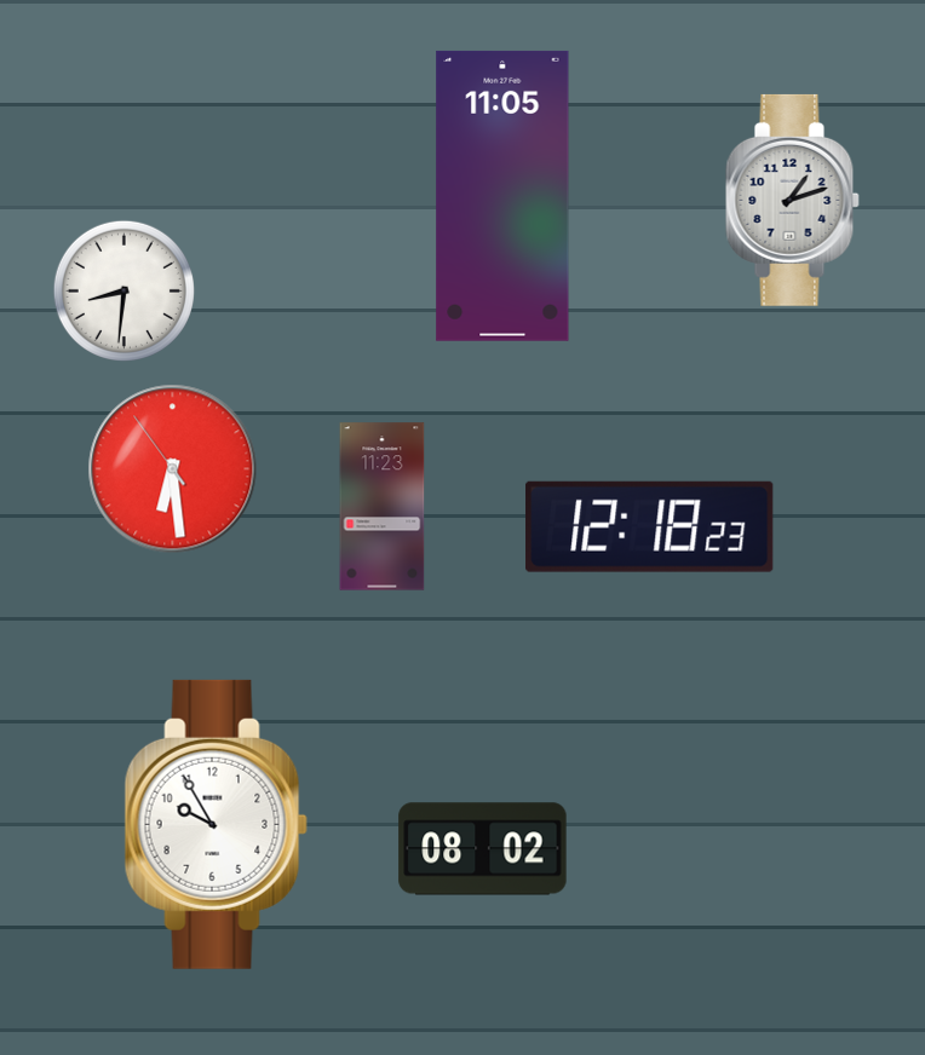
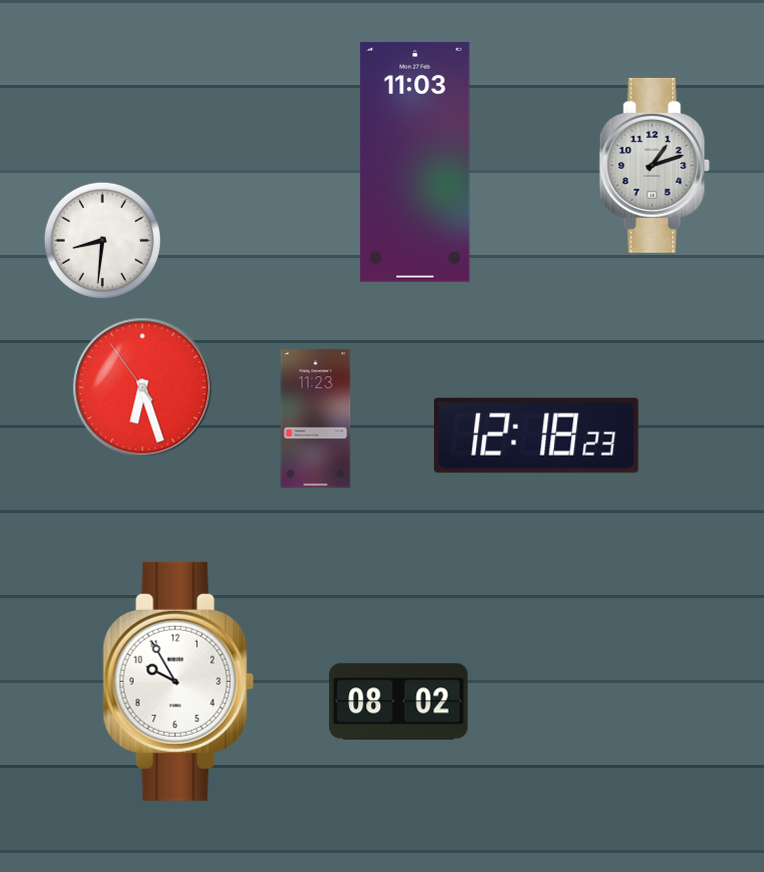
clock at (502, 196): 11:05 -> 11:03
clock at (173, 469): 6:28 -> 6:26
